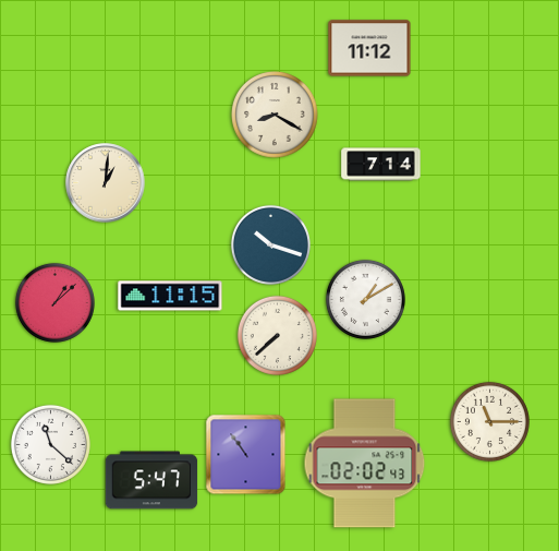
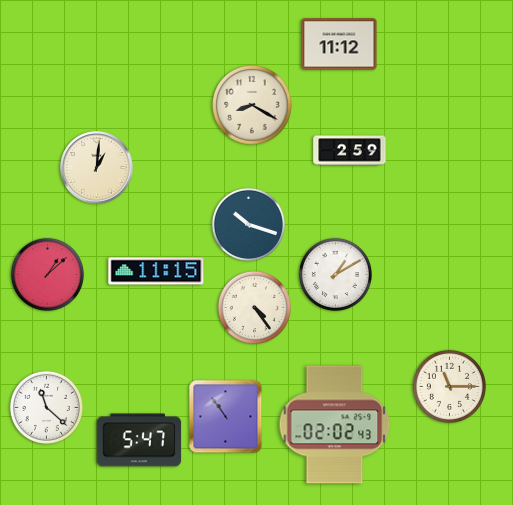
clock at (381, 165): 7:14 -> 2:59
clock at (54, 302) position: (54, 302) -> (47, 274)
clock at (277, 335): 7:38 -> 4:24
